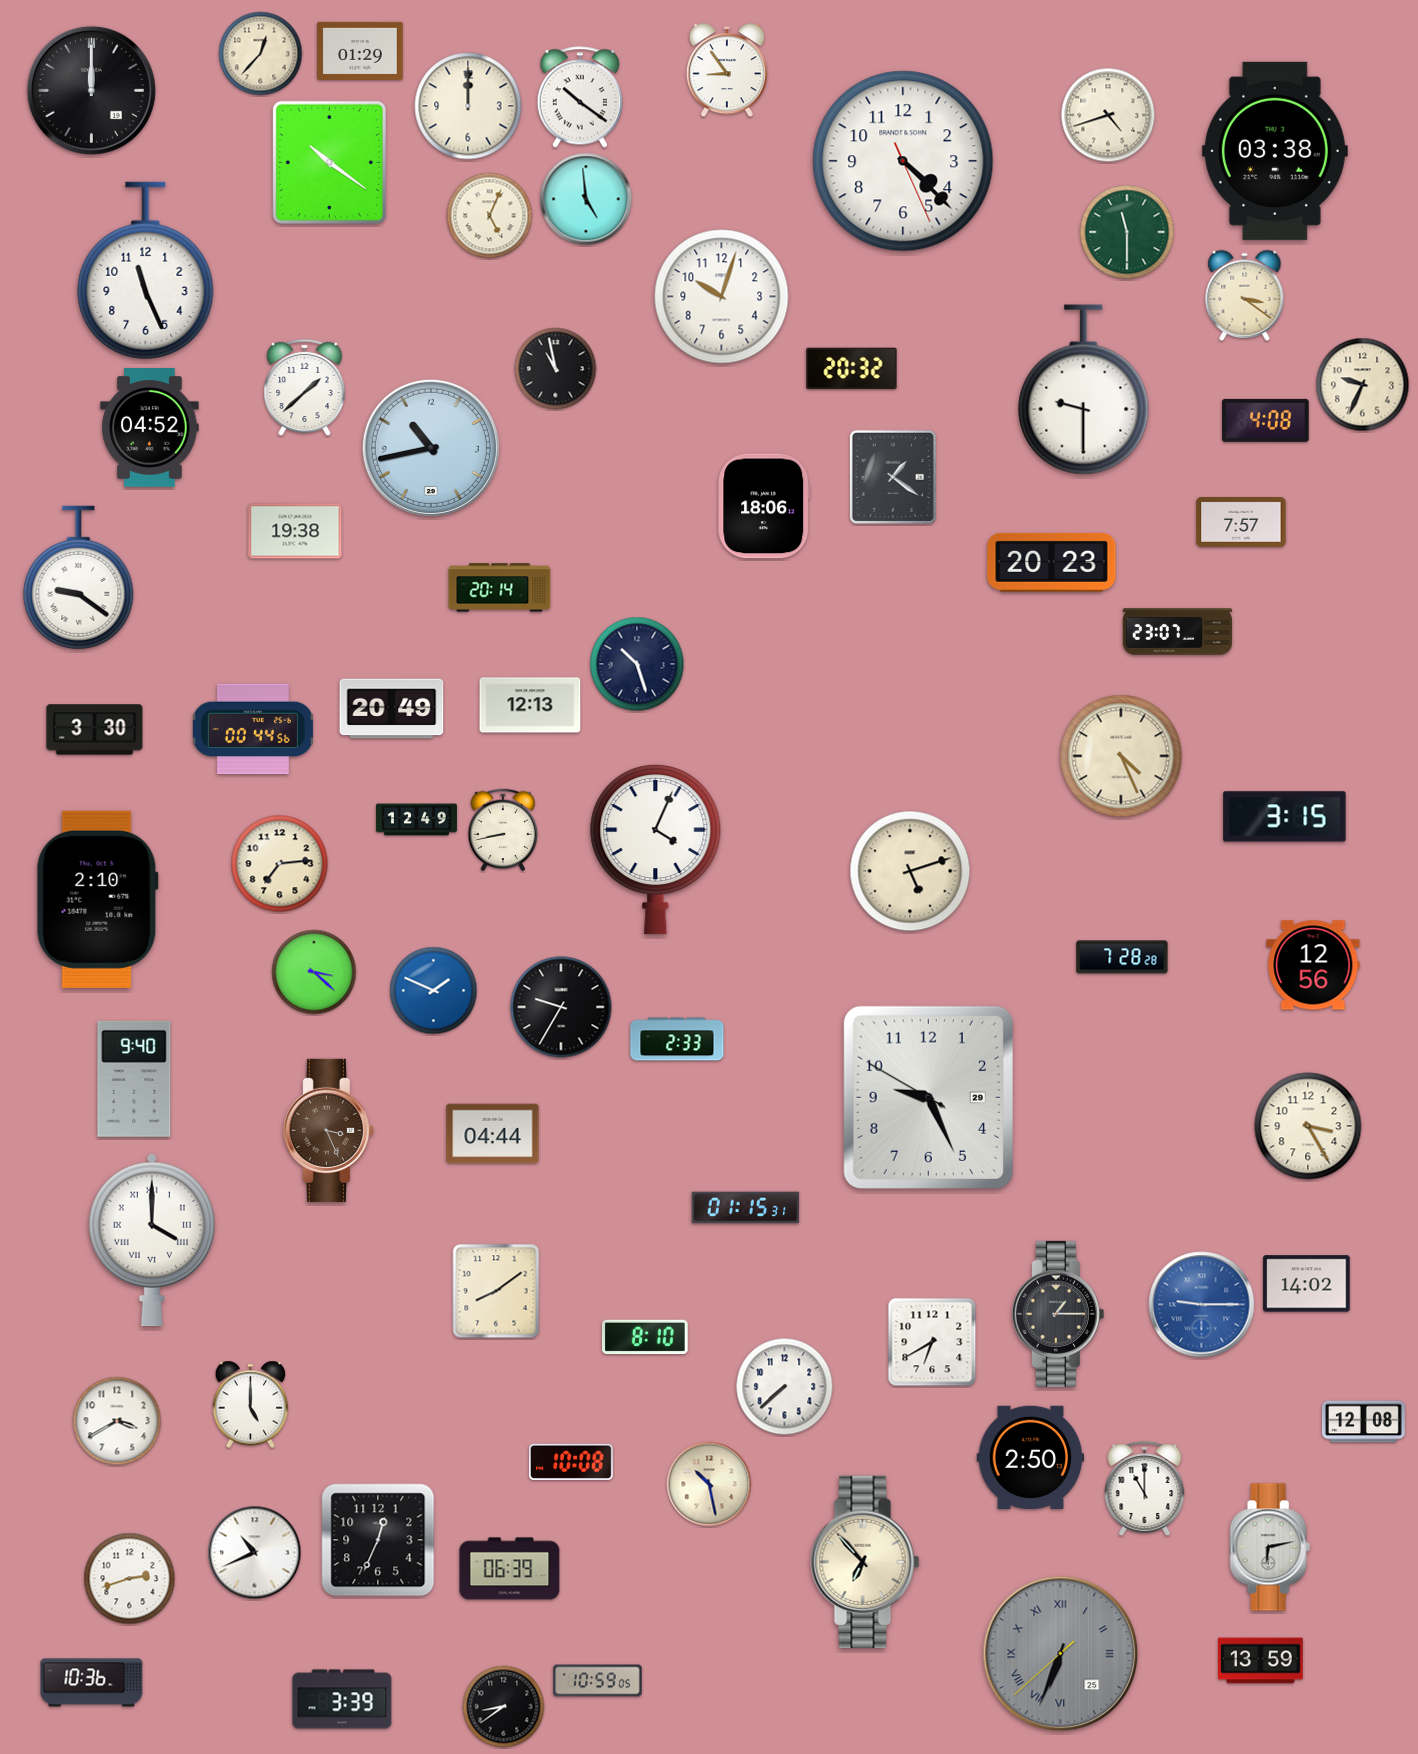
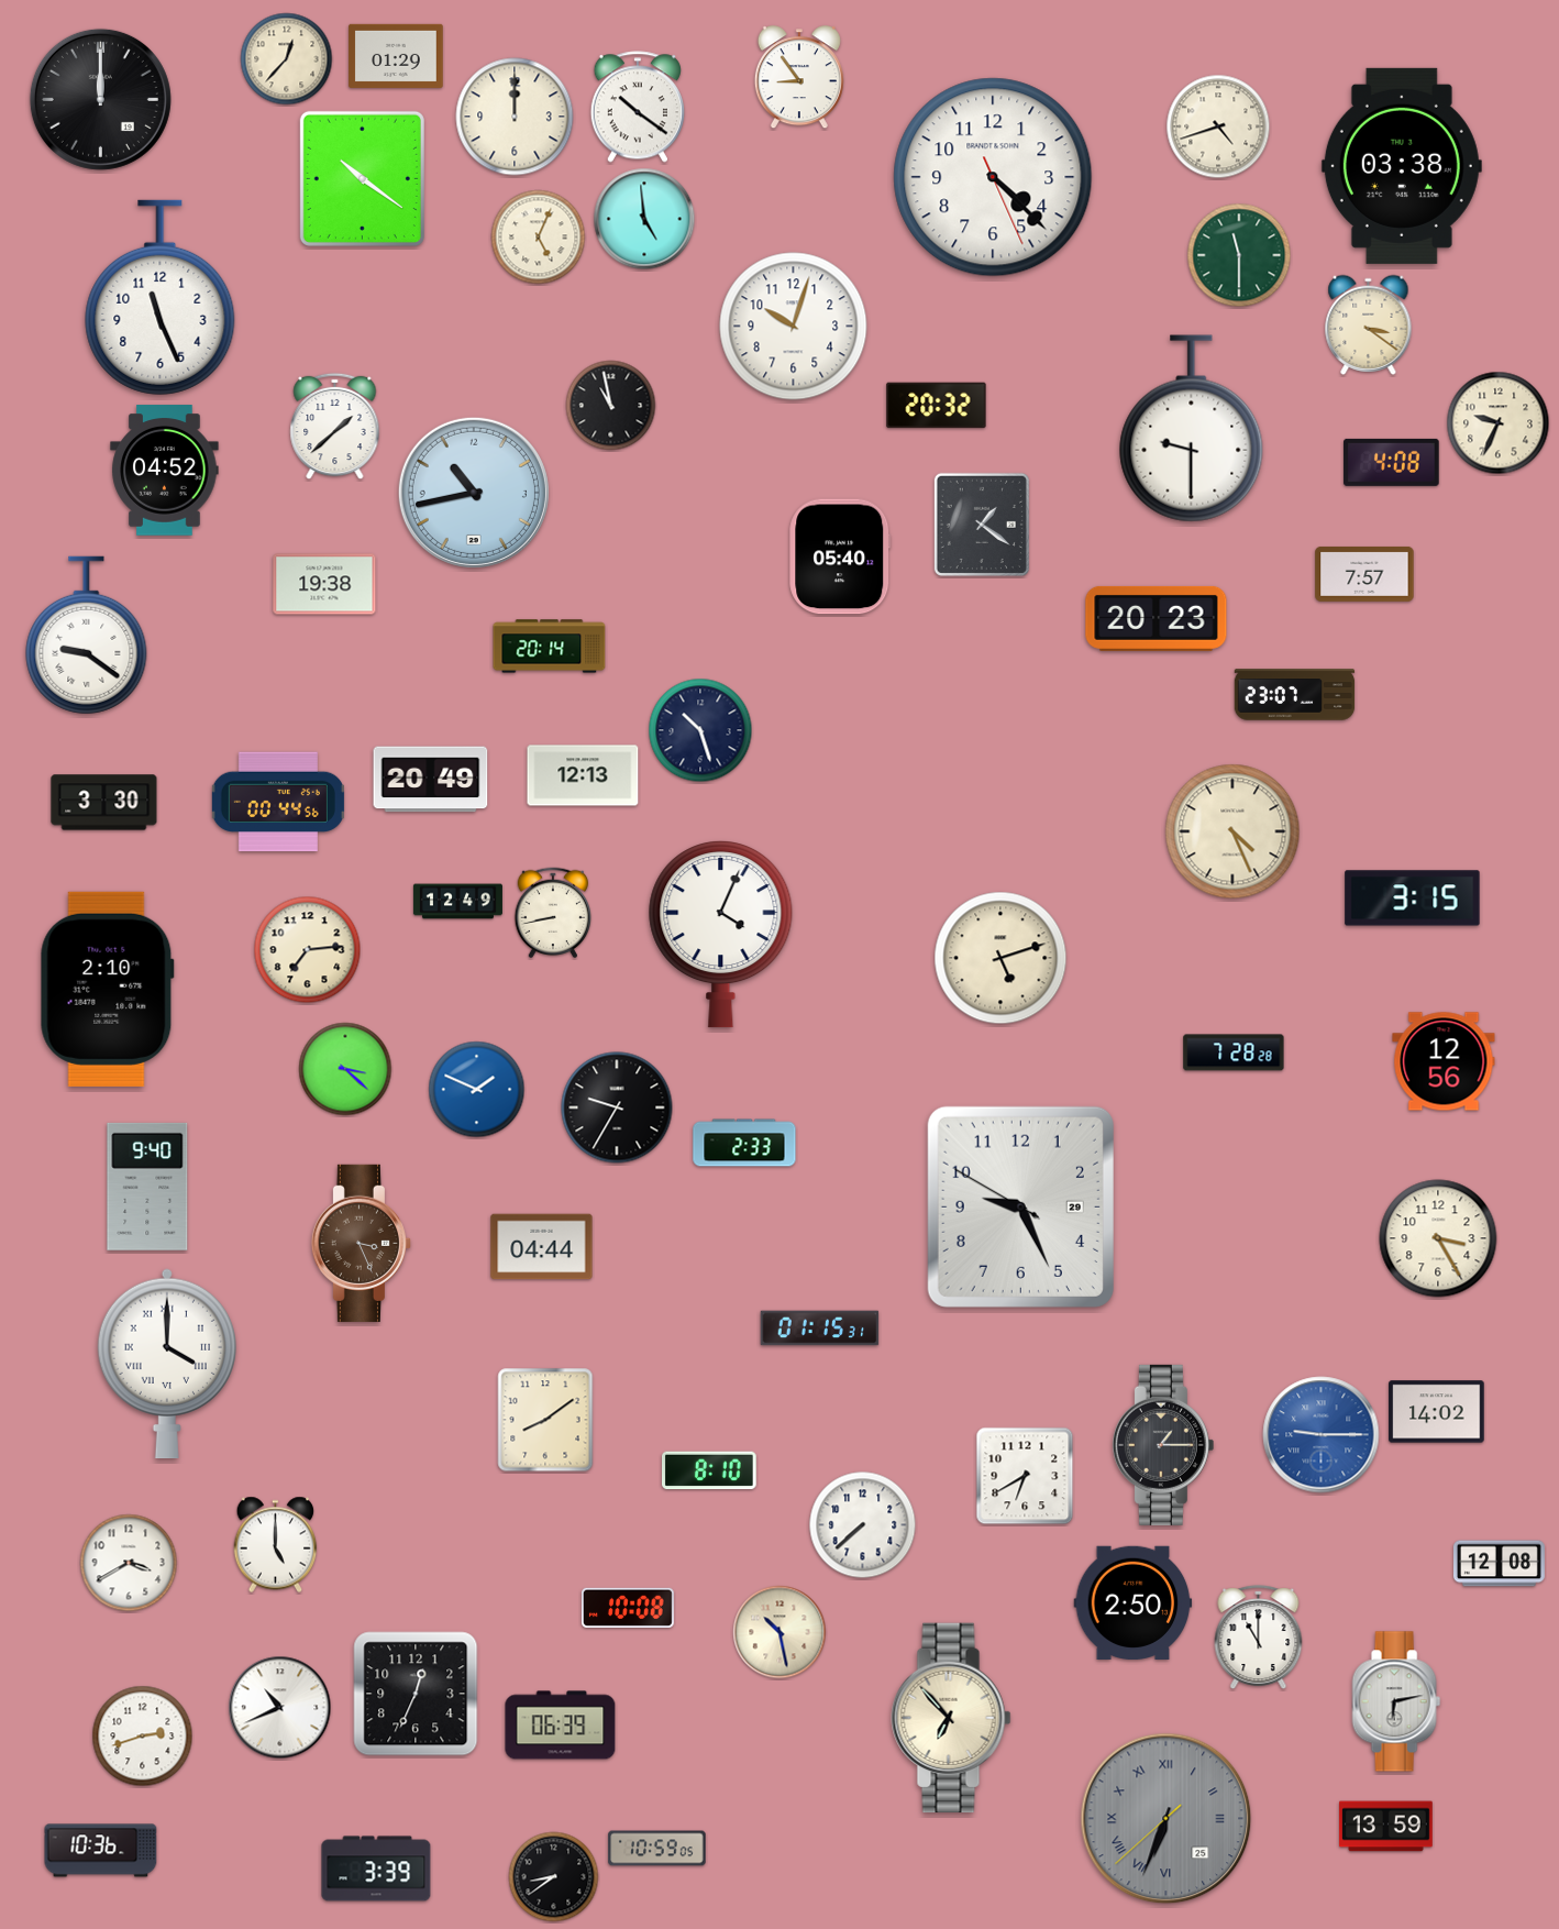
clock at (764, 506): 18:06 -> 05:40
